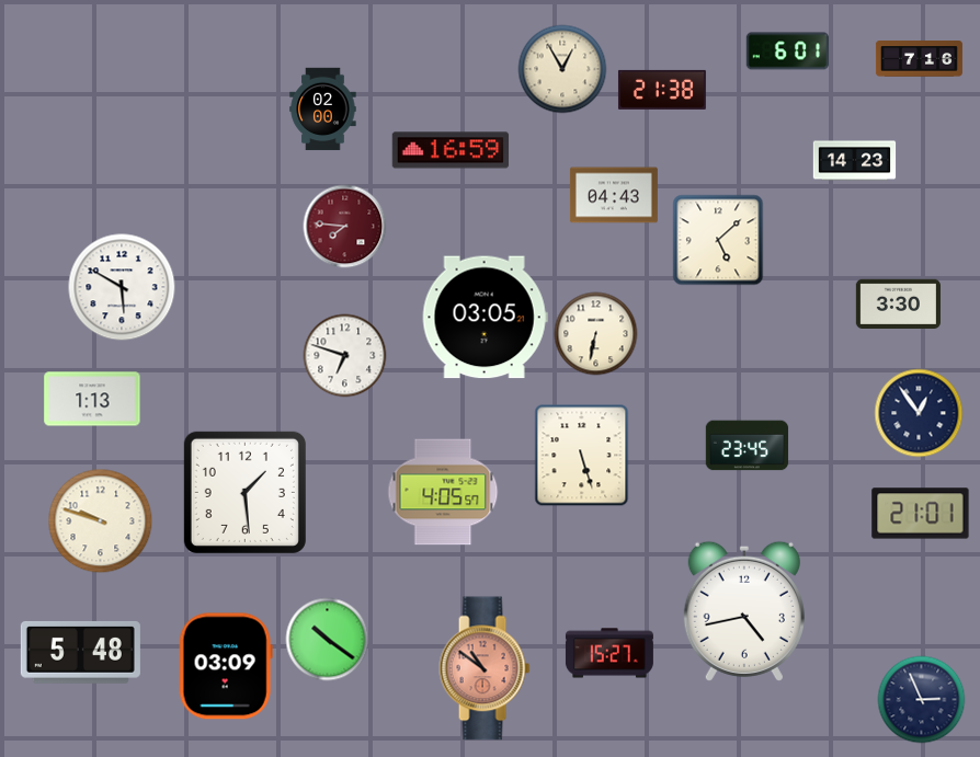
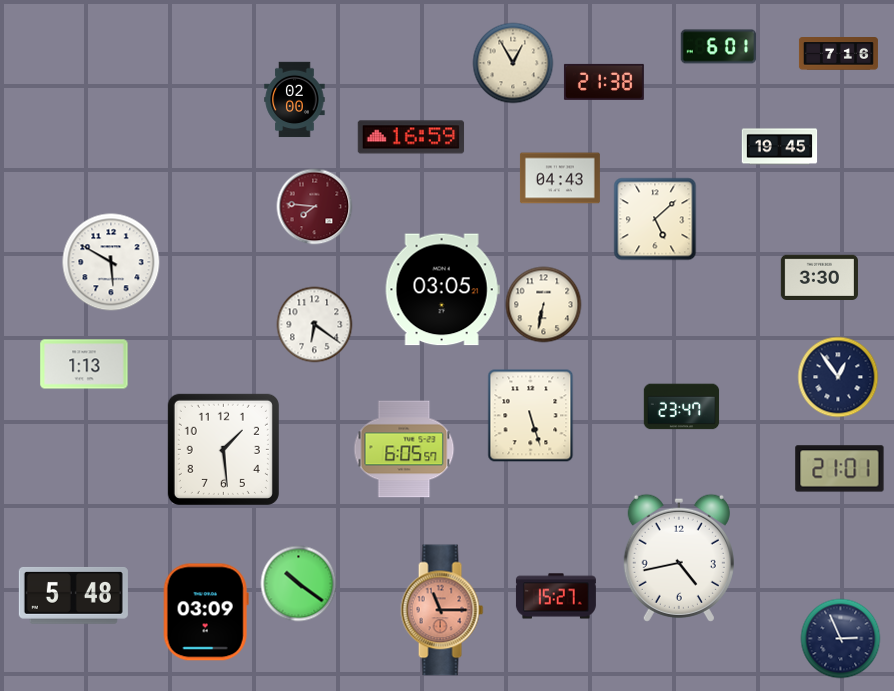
clock at (855, 161): 14:23 -> 19:45
clock at (345, 356): 6:48 -> 6:21
clock at (748, 446): 23:45 -> 23:47
clock at (443, 492): 4:05 -> 6:05
clock at (101, 521): 9:48 -> none
clock at (226, 666) position: (226, 666) -> (206, 612)
clock at (485, 668): 10:51 -> 11:15
